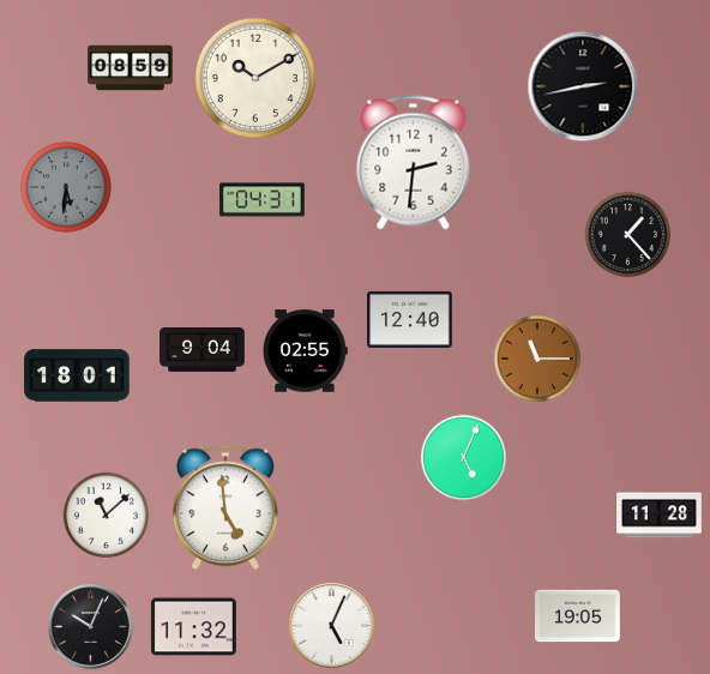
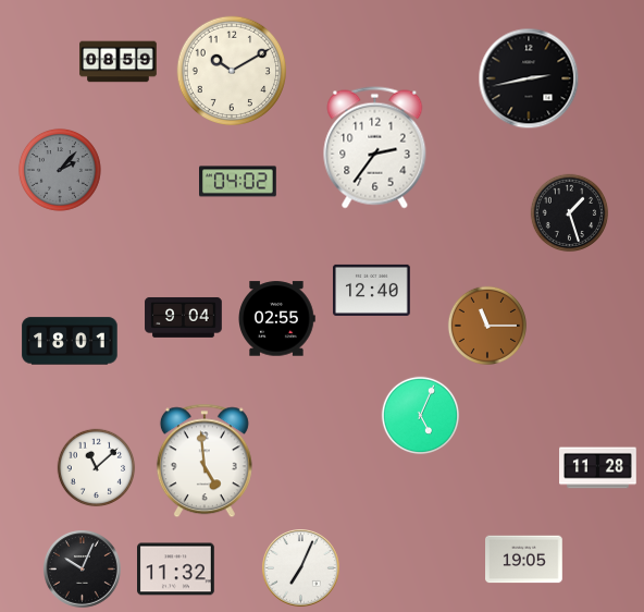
clock at (414, 163): 2:31 -> 2:36
clock at (66, 187): 5:31 -> 2:07
clock at (263, 200): 04:31 -> 04:02
clock at (628, 235): 1:23 -> 1:27
clock at (332, 626): 5:04 -> 7:04
